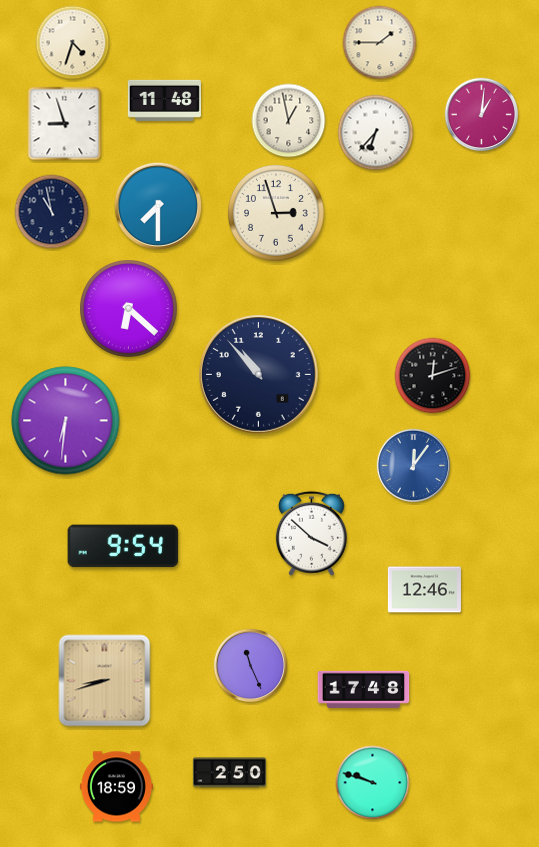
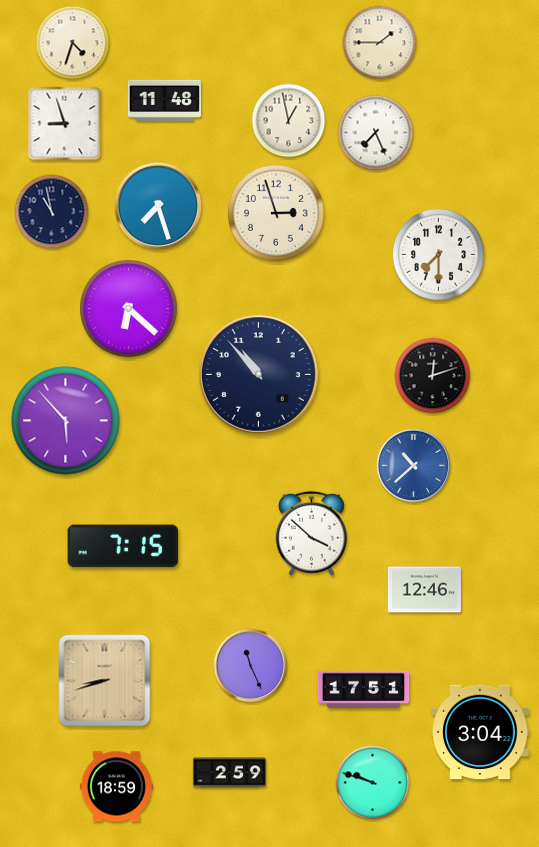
clock at (482, 115): 1:01 -> none
clock at (376, 133): 6:37 -> 7:26
clock at (158, 206): 7:30 -> 7:27
clock at (438, 254): none -> 7:30
clock at (66, 421): 6:31 -> 5:53
clock at (414, 466): 12:06 -> 10:38
clock at (123, 546): 9:54 -> 7:15
clock at (364, 689): 17:48 -> 17:51
clock at (480, 732): none -> 3:04
clock at (229, 773): 2:50 -> 2:59
